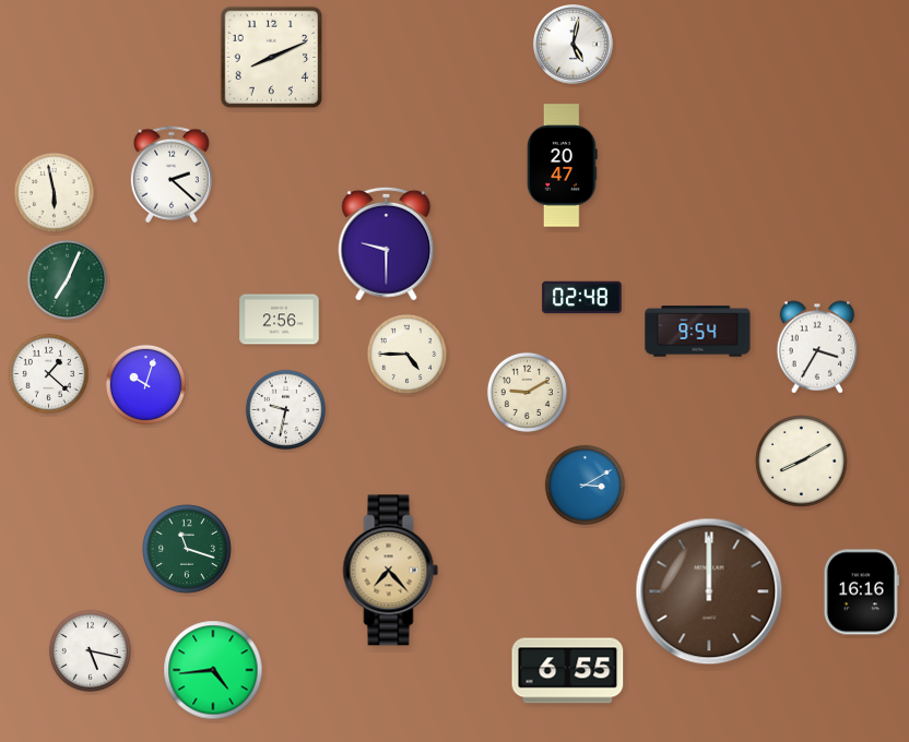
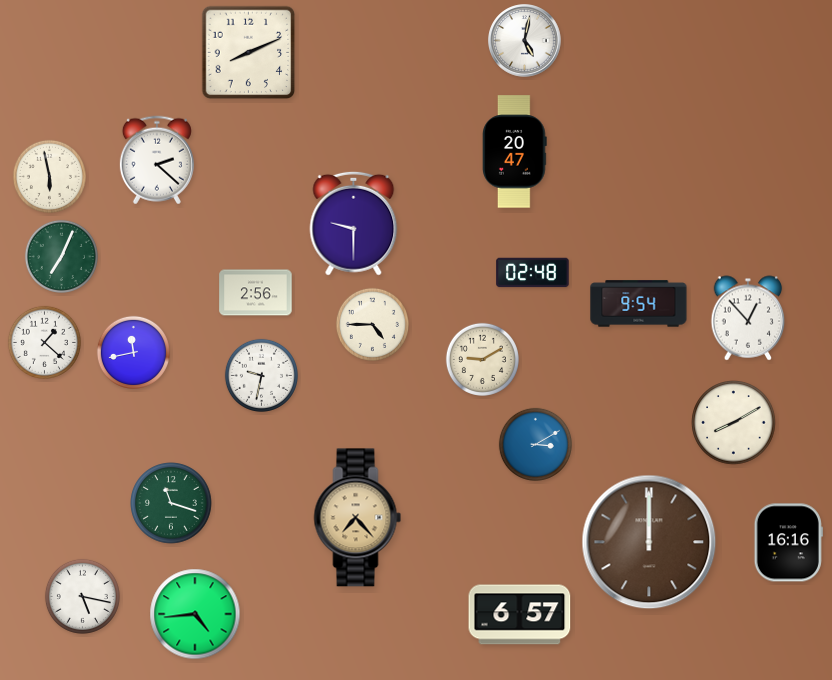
clock at (817, 347): 3:35 -> 12:53
clock at (145, 384): 10:03 -> 11:43
clock at (391, 571) position: (391, 571) -> (358, 518)
clock at (568, 671): 6:55 -> 6:57
